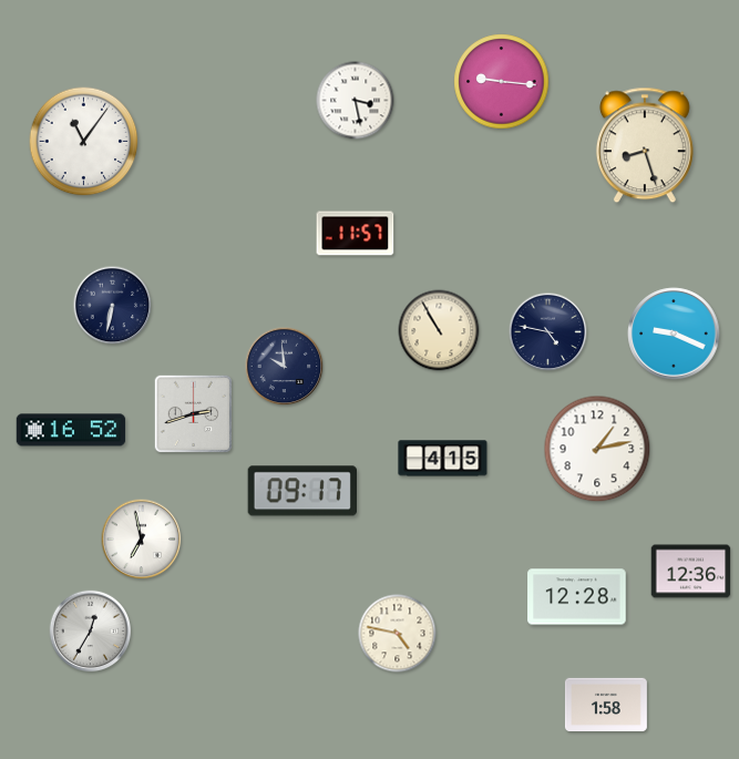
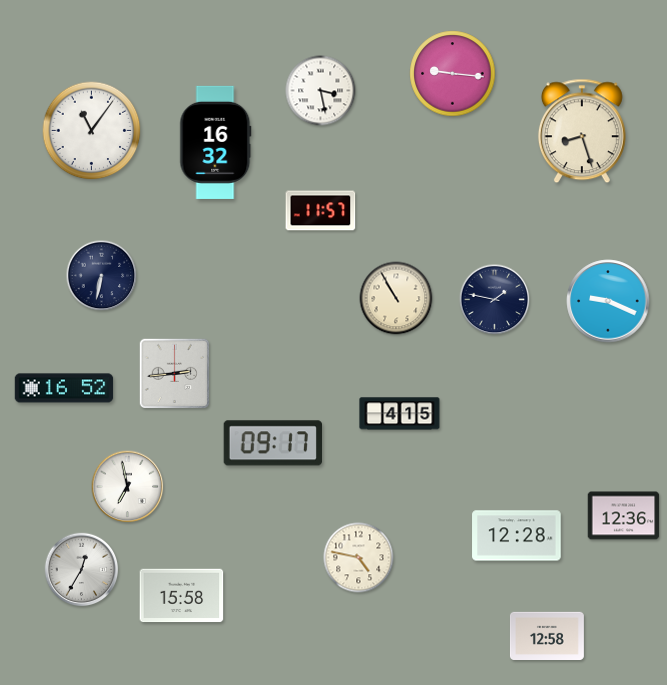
clock at (84, 142) position: (84, 142) -> (92, 131)
clock at (216, 142): none -> 16:32
clock at (548, 332): 4:47 -> 1:47
clock at (285, 367): 9:59 -> none
clock at (193, 413): 2:42 -> 2:44
clock at (597, 449): 1:13 -> none
clock at (577, 597) position: (577, 597) -> (517, 536)
clock at (398, 634) position: (398, 634) -> (359, 558)
clock at (182, 596): none -> 15:58
clock at (606, 704): 1:58 -> 12:58
